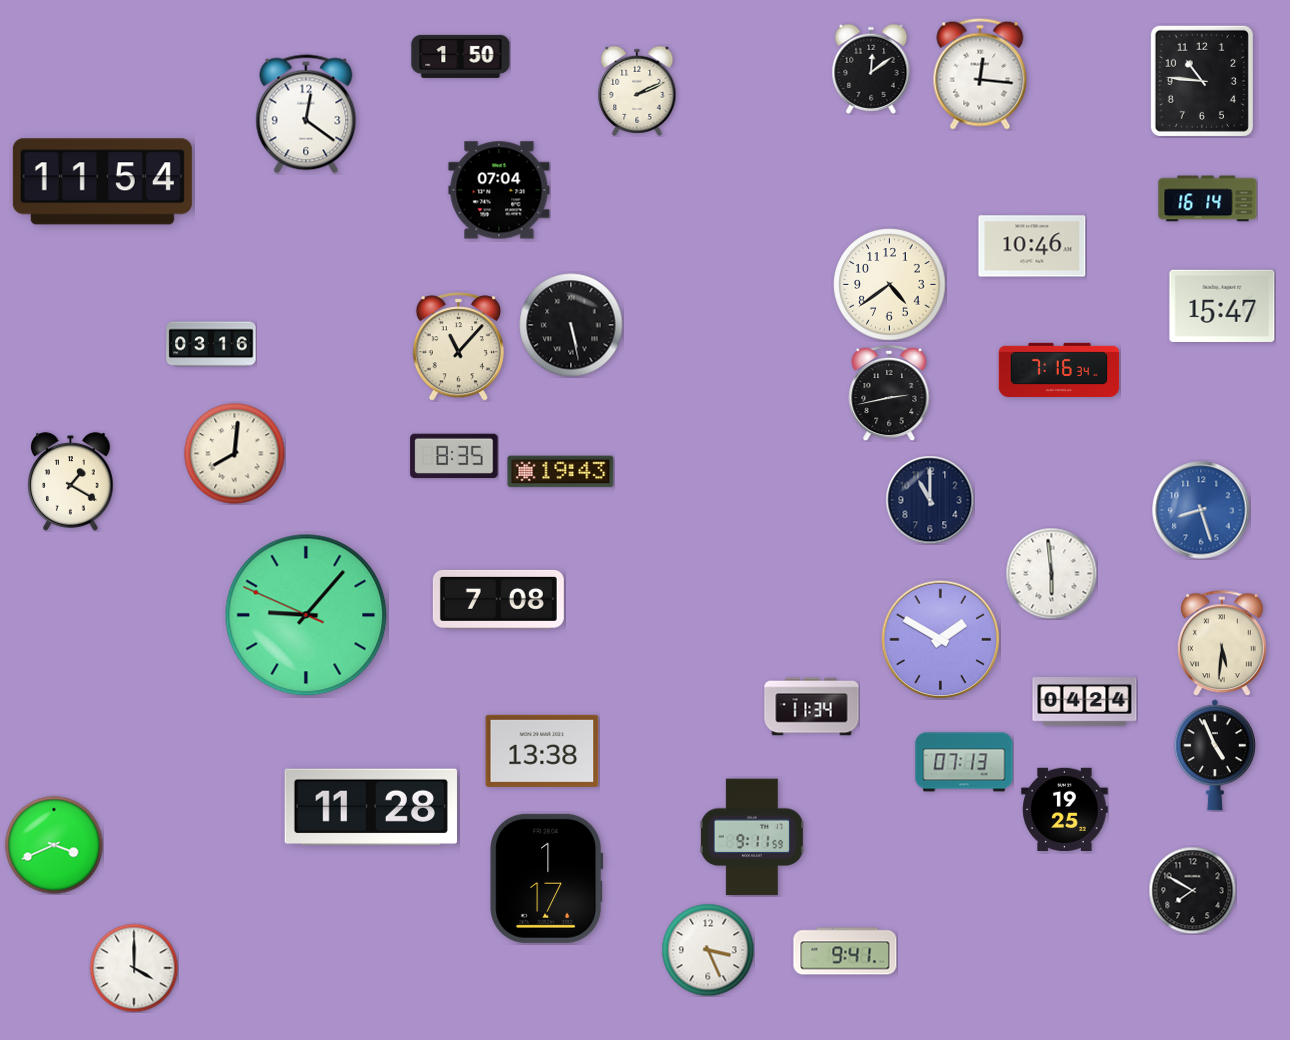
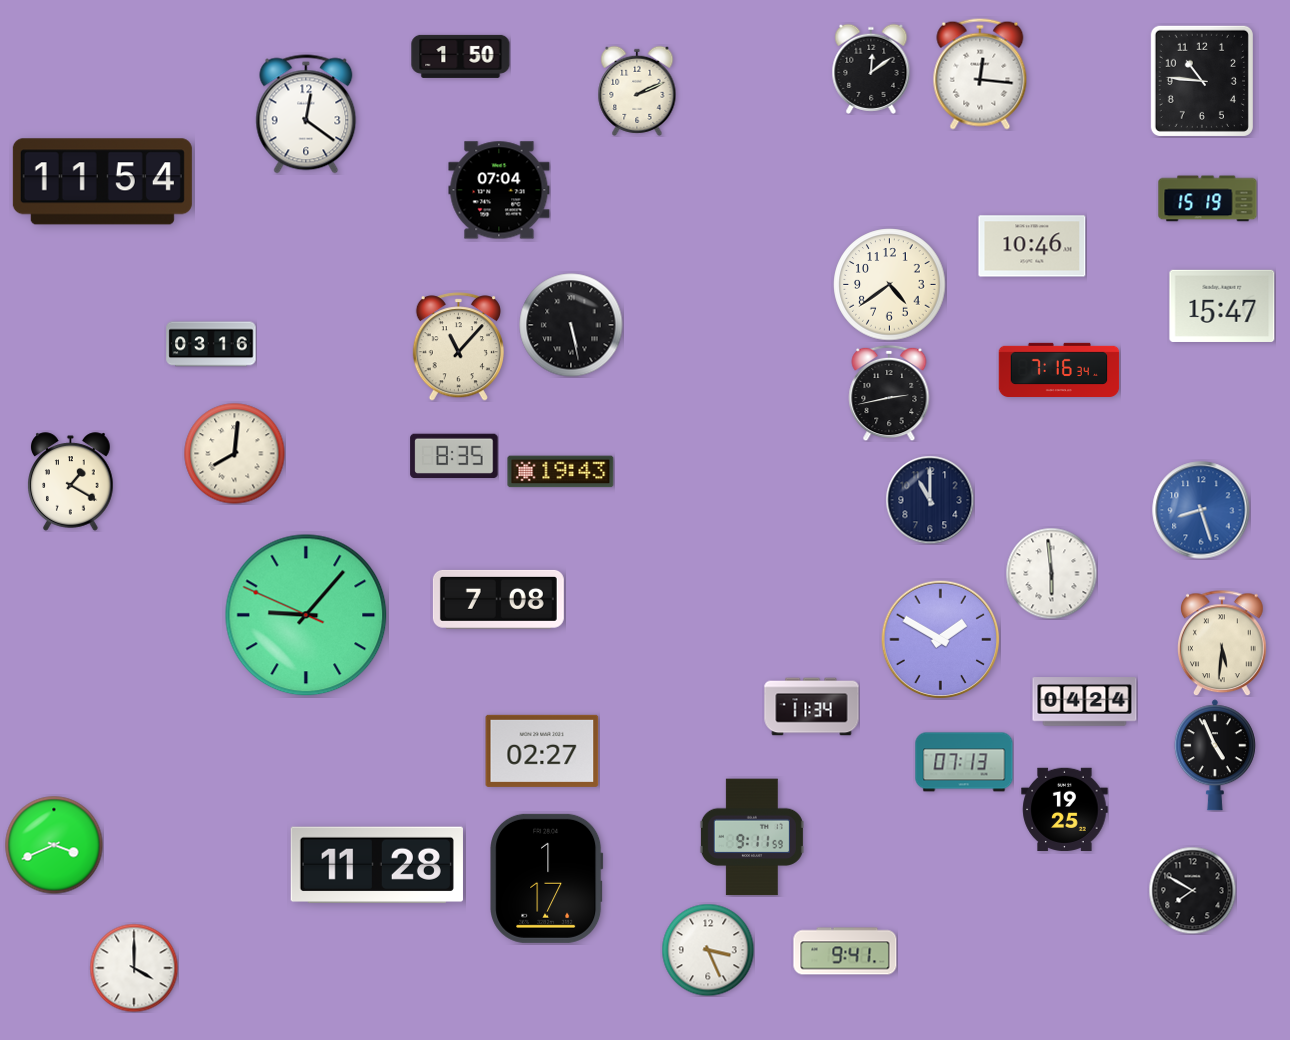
clock at (1208, 199): 16:14 -> 15:19
clock at (542, 751): 13:38 -> 02:27
clock at (371, 807) position: (371, 807) -> (377, 865)
